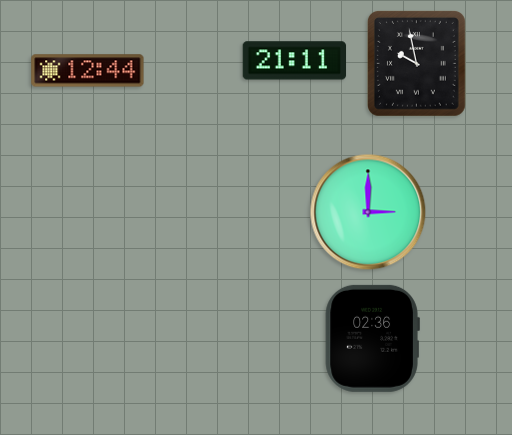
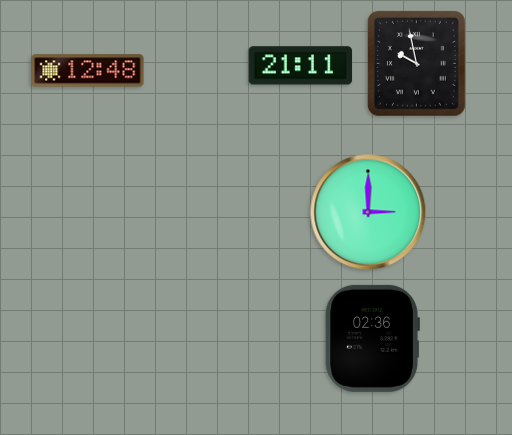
clock at (295, 61) position: (295, 61) -> (301, 66)
clock at (88, 71): 12:44 -> 12:48
